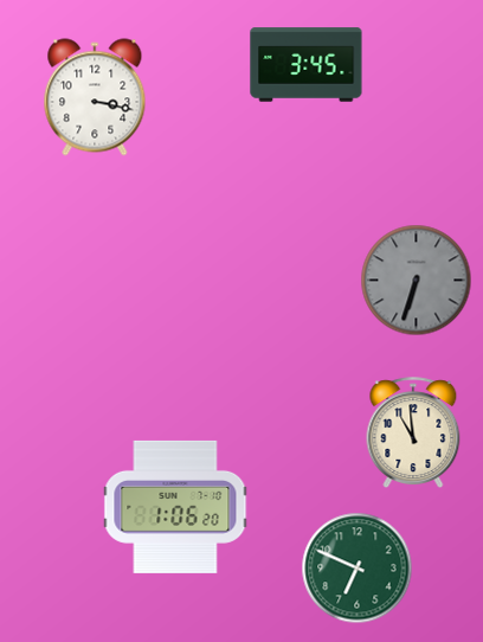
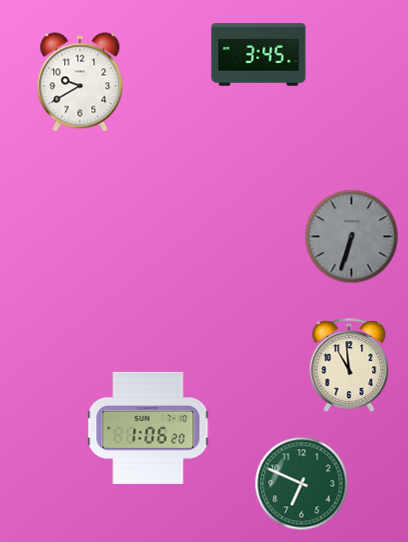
clock at (95, 97): 3:17 -> 9:40
clock at (358, 569) position: (358, 569) -> (302, 484)
